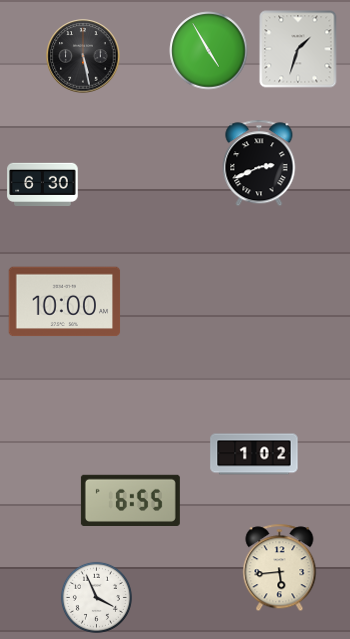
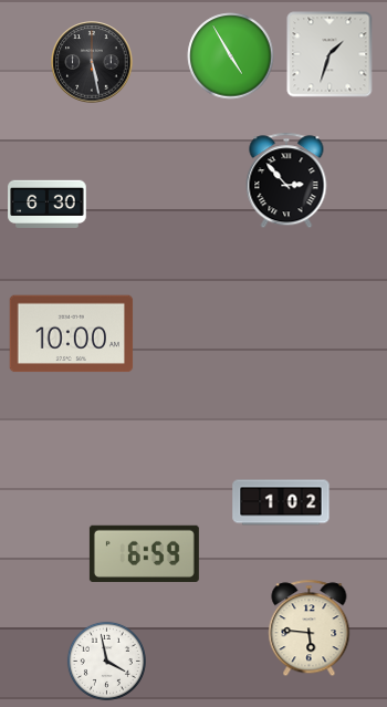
clock at (259, 163): 2:41 -> 2:53
clock at (130, 500): 6:55 -> 6:59
clock at (280, 568): 5:44 -> 5:46
clock at (96, 597): 3:56 -> 3:58
